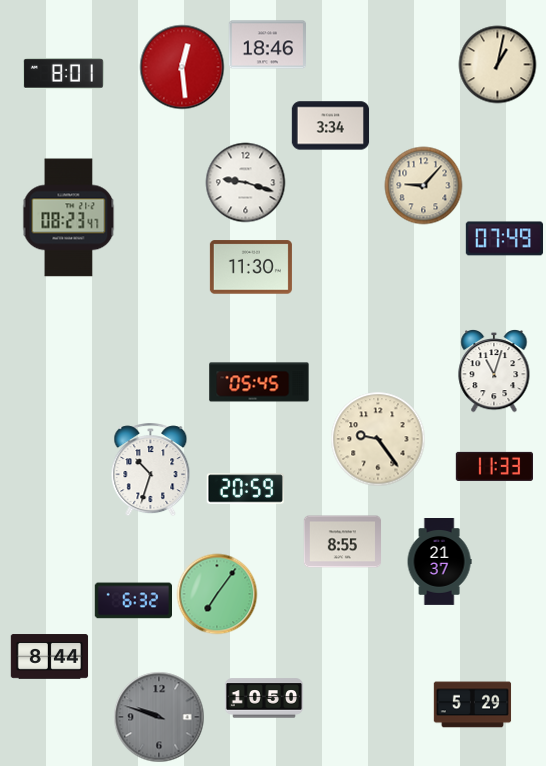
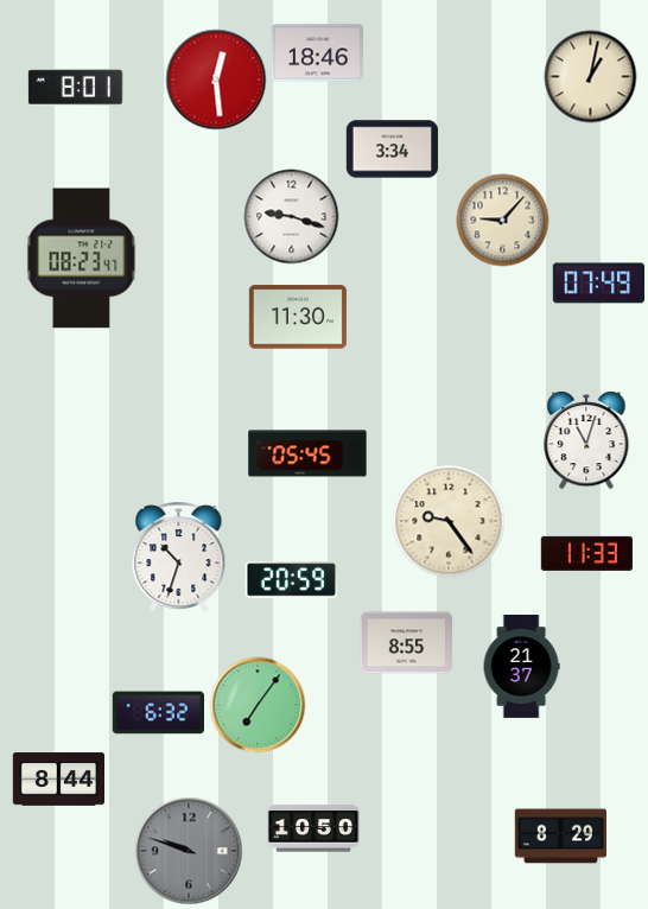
clock at (472, 705): 5:29 -> 8:29
